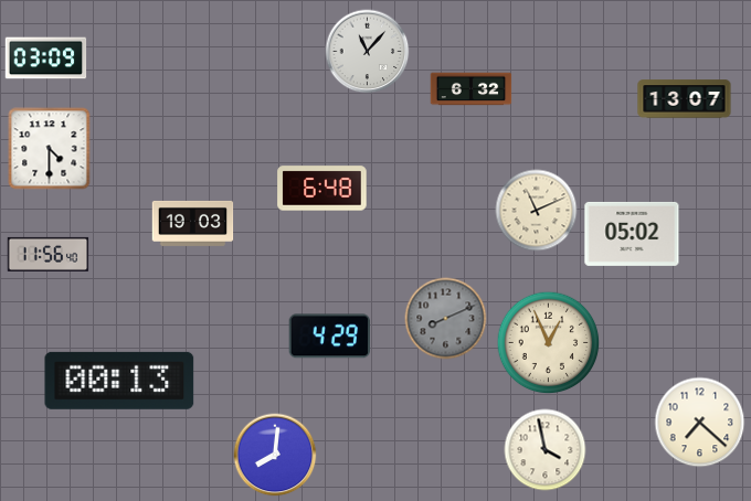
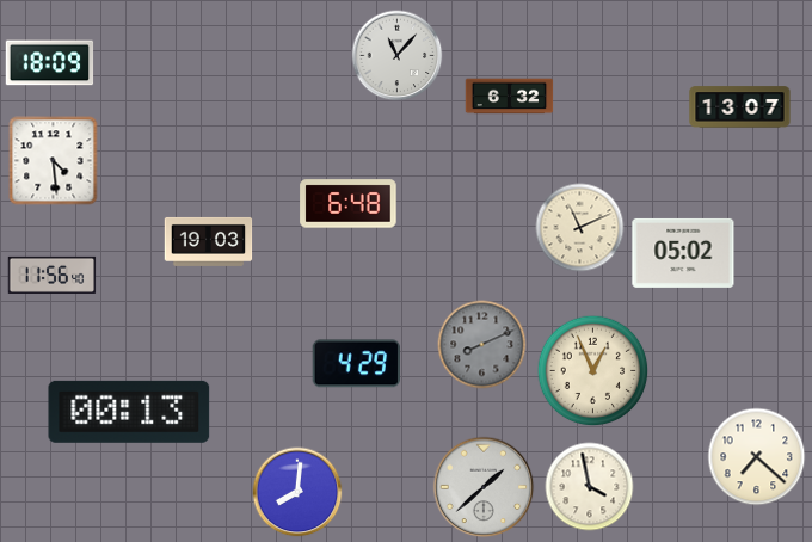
clock at (46, 58): 03:09 -> 18:09
clock at (50, 149): 4:30 -> 4:29
clock at (484, 487): none -> 1:38
